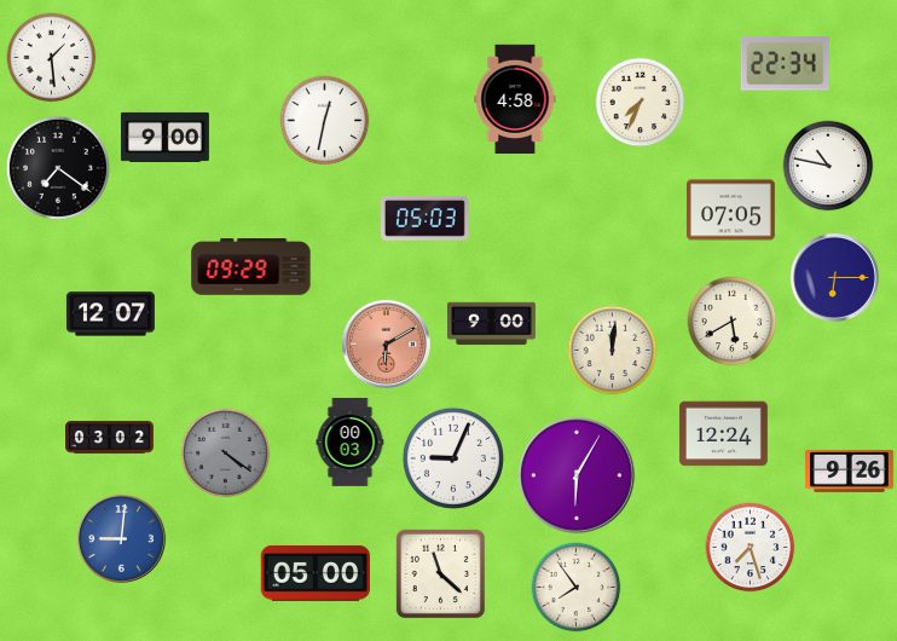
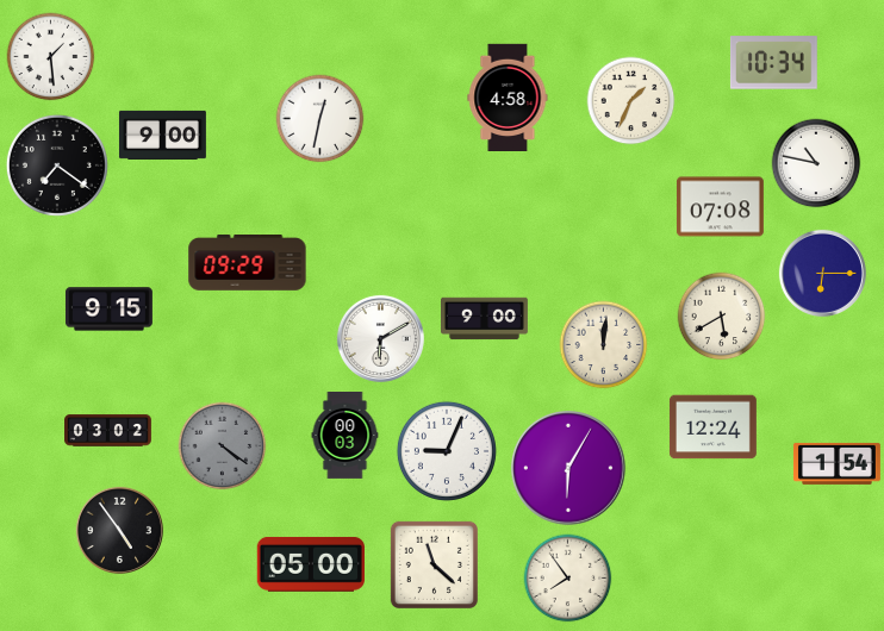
clock at (785, 64): 22:34 -> 10:34
clock at (641, 103): 7:34 -> 1:34
clock at (730, 210): 07:05 -> 07:08
clock at (424, 219): 05:03 -> none
clock at (110, 314): 12:07 -> 9:15
clock at (386, 343) dial: salmon -> white
clock at (849, 470): 9:26 -> 1:54
clock at (121, 538): 9:01 -> 4:54
clock at (121, 538) dial: blue -> black
clock at (751, 548): 7:27 -> none
